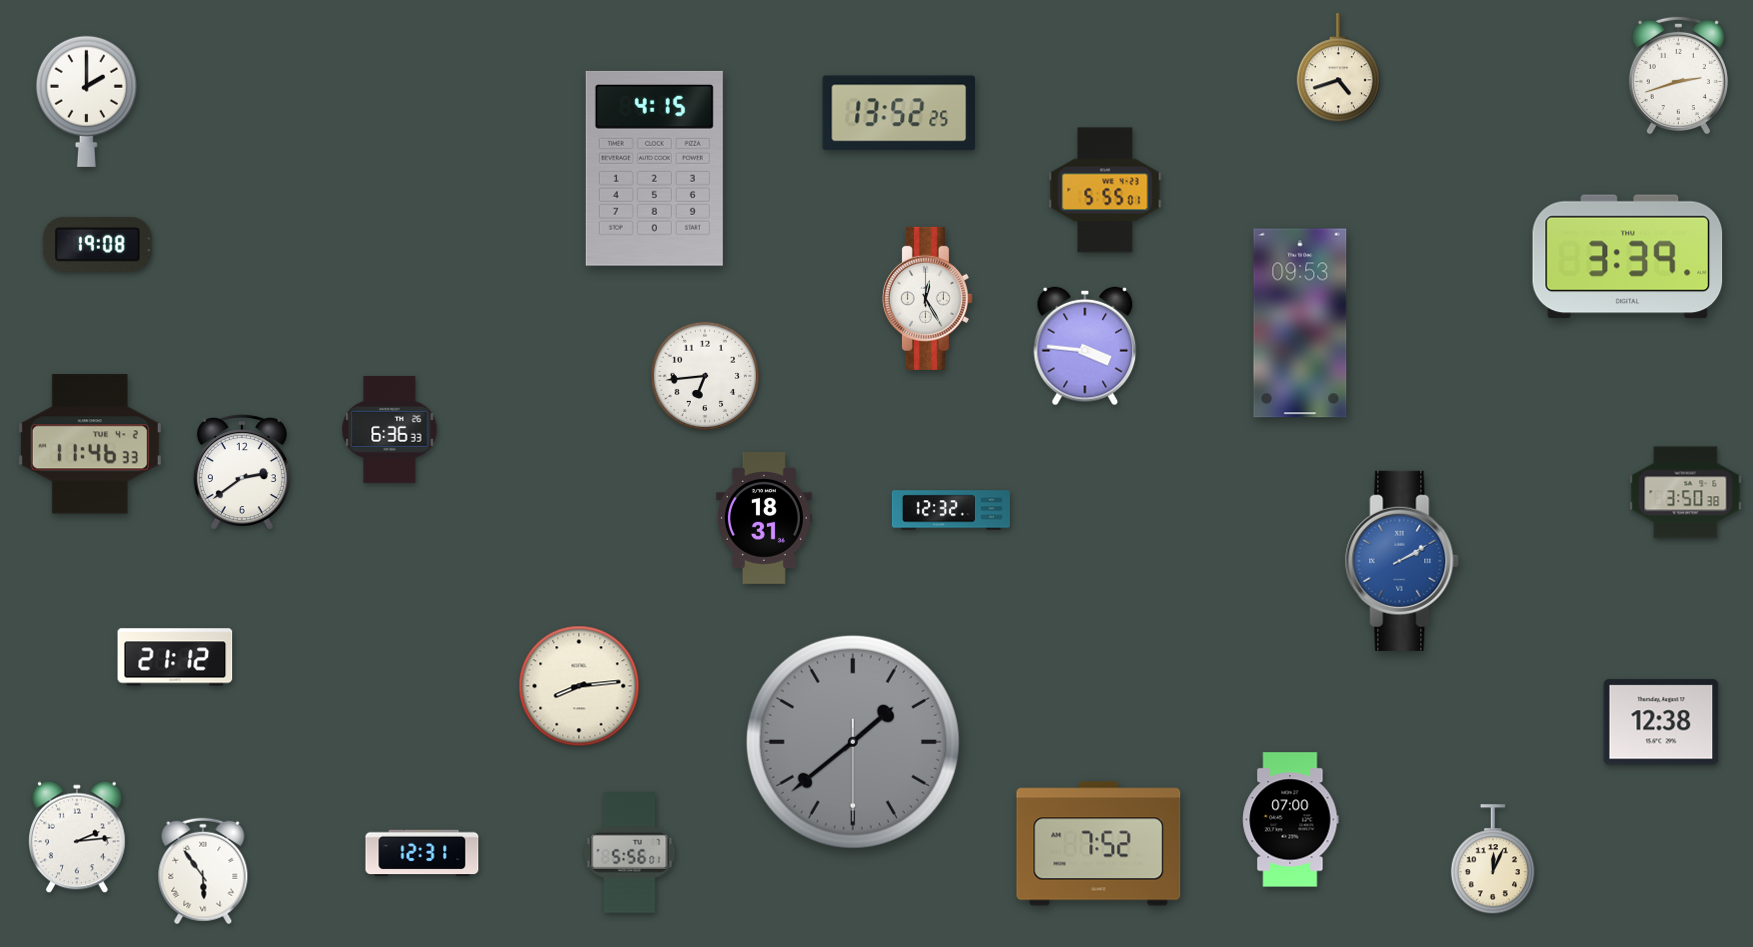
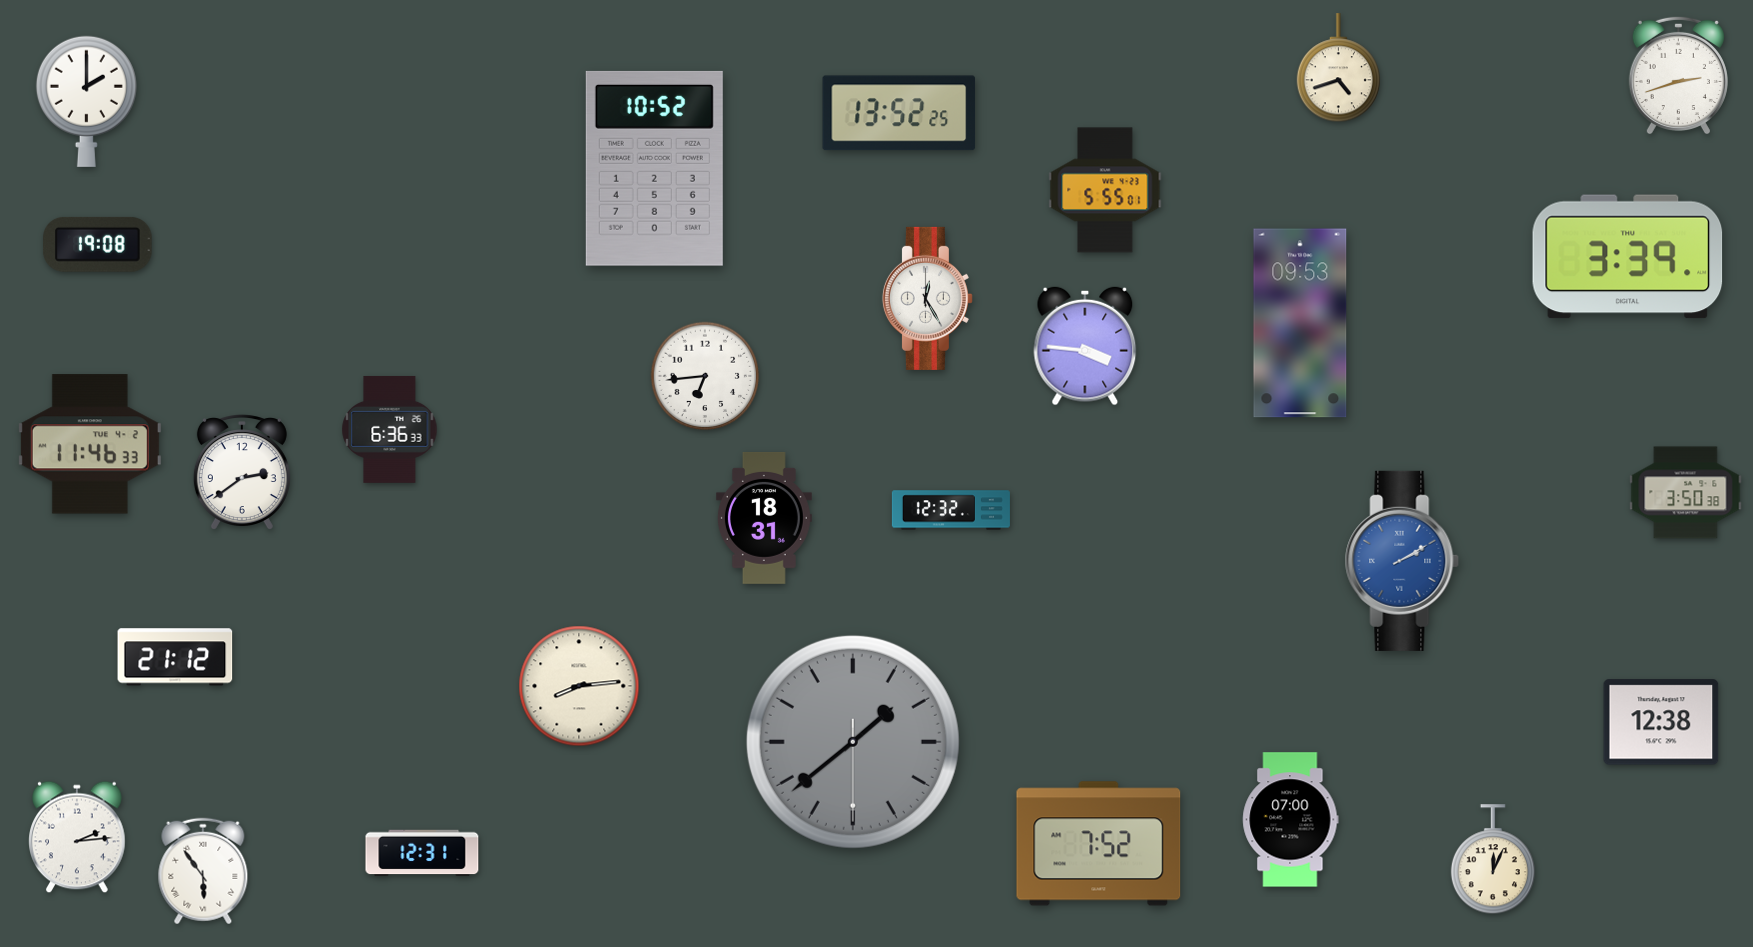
clock at (654, 168): 4:15 -> 10:52
clock at (630, 853): 5:56 -> none
